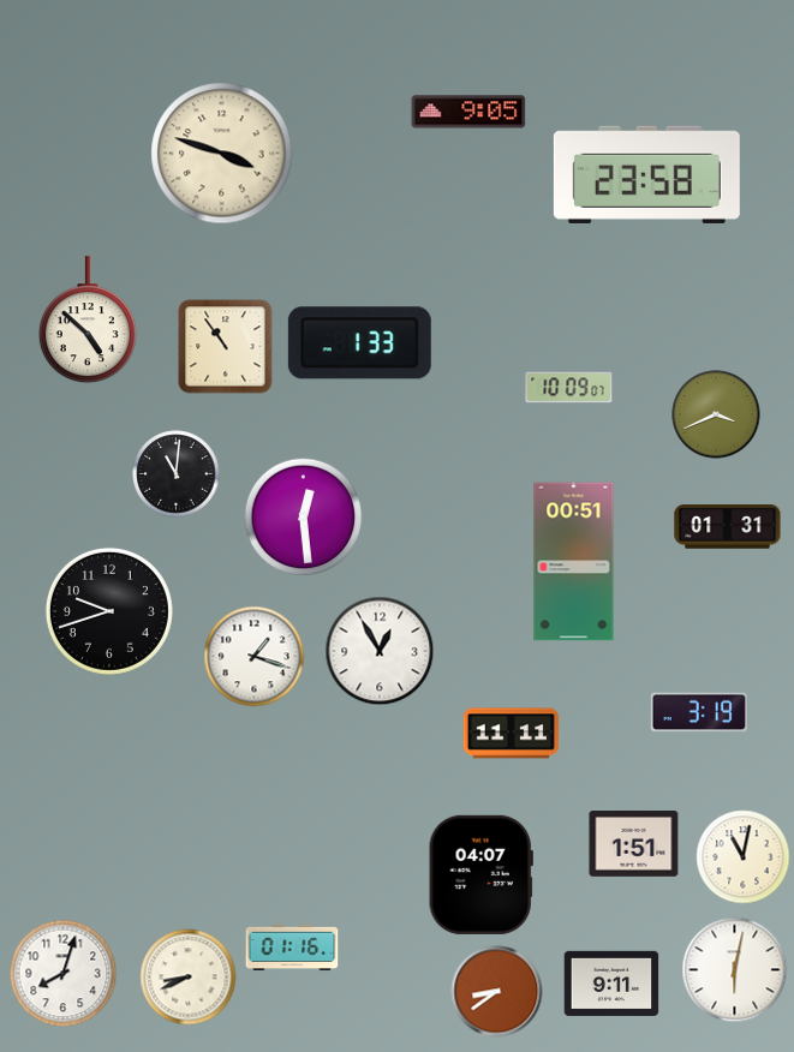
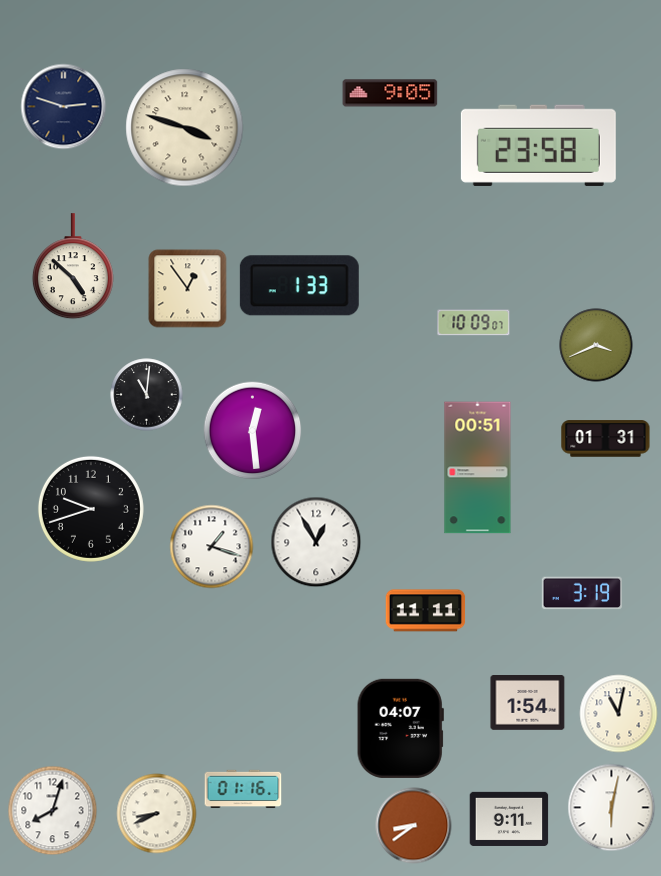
clock at (64, 107): none -> 2:48
clock at (226, 347): 10:54 -> 12:54
clock at (634, 844): 1:51 -> 1:54
